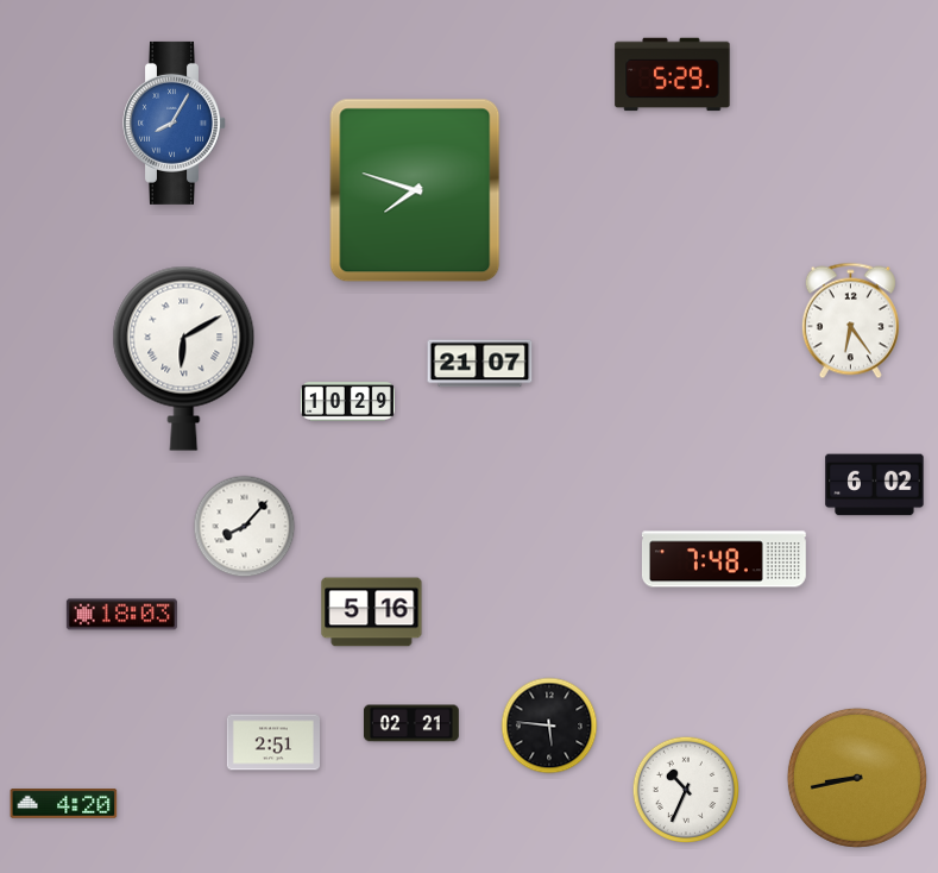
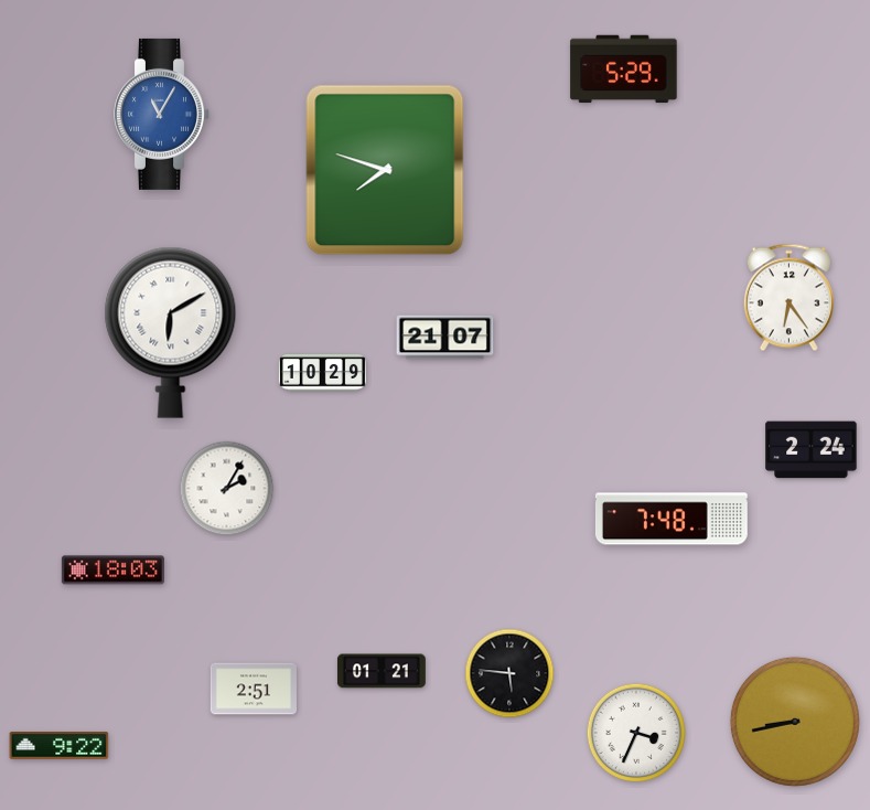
clock at (175, 123): 8:05 -> 11:05
clock at (415, 190) position: (415, 190) -> (385, 170)
clock at (875, 485): 6:02 -> 2:24
clock at (245, 527): 8:07 -> 2:05
clock at (372, 613): 5:16 -> none
clock at (411, 723): 02:21 -> 01:21
clock at (685, 789): 10:34 -> 3:34
clock at (64, 804): 4:20 -> 9:22
